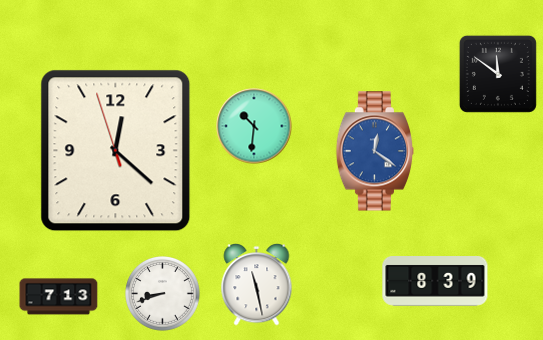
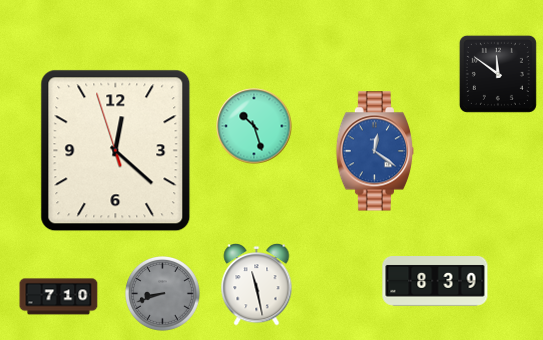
clock at (254, 126): 10:31 -> 10:27
clock at (163, 294) dial: white -> grey
clock at (59, 297): 7:13 -> 7:10
